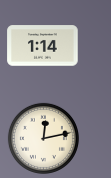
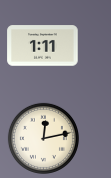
clock at (43, 46): 1:14 -> 1:11
